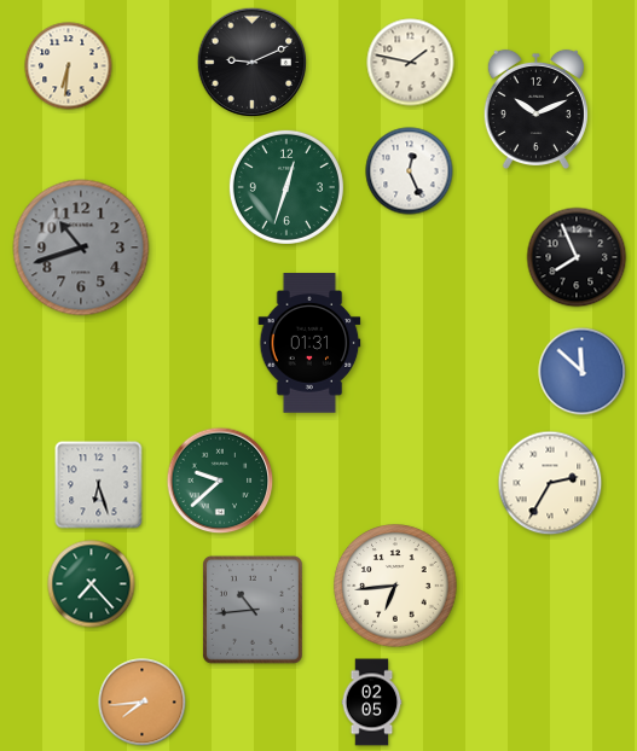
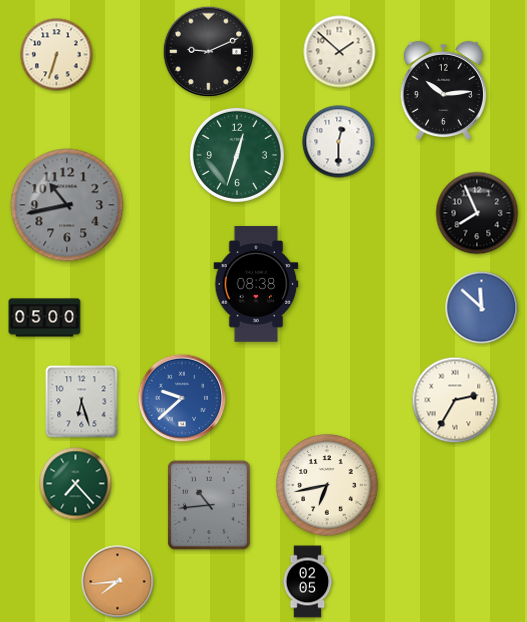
clock at (411, 63): 1:47 -> 1:52
clock at (69, 66): 6:31 -> 6:33
clock at (535, 110): 10:11 -> 10:14
clock at (410, 171): 12:26 -> 12:30
clock at (81, 248): 10:42 -> 10:43
clock at (309, 343): 01:31 -> 08:38
clock at (45, 318): none -> 05:00
clock at (220, 481) dial: green -> blue
clock at (395, 586): 6:44 -> 6:43
